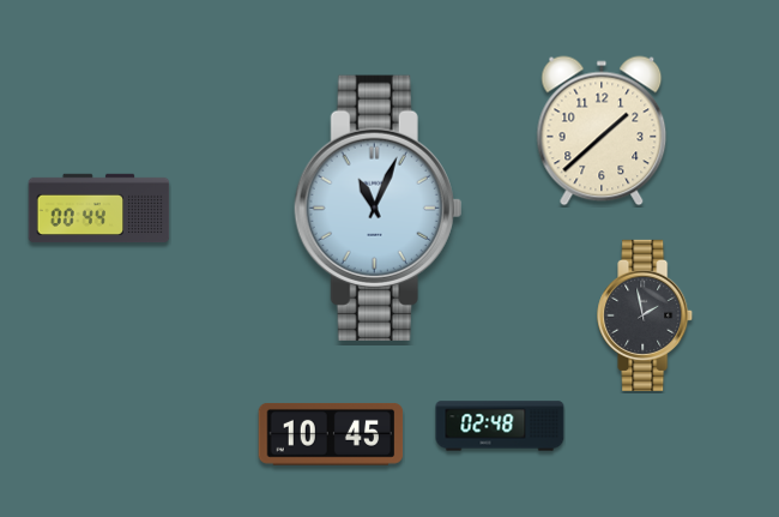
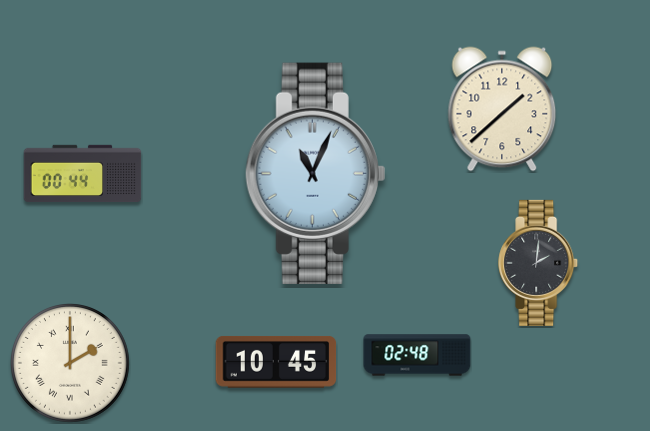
clock at (646, 315): 1:58 -> 2:01
clock at (71, 364): none -> 2:00
